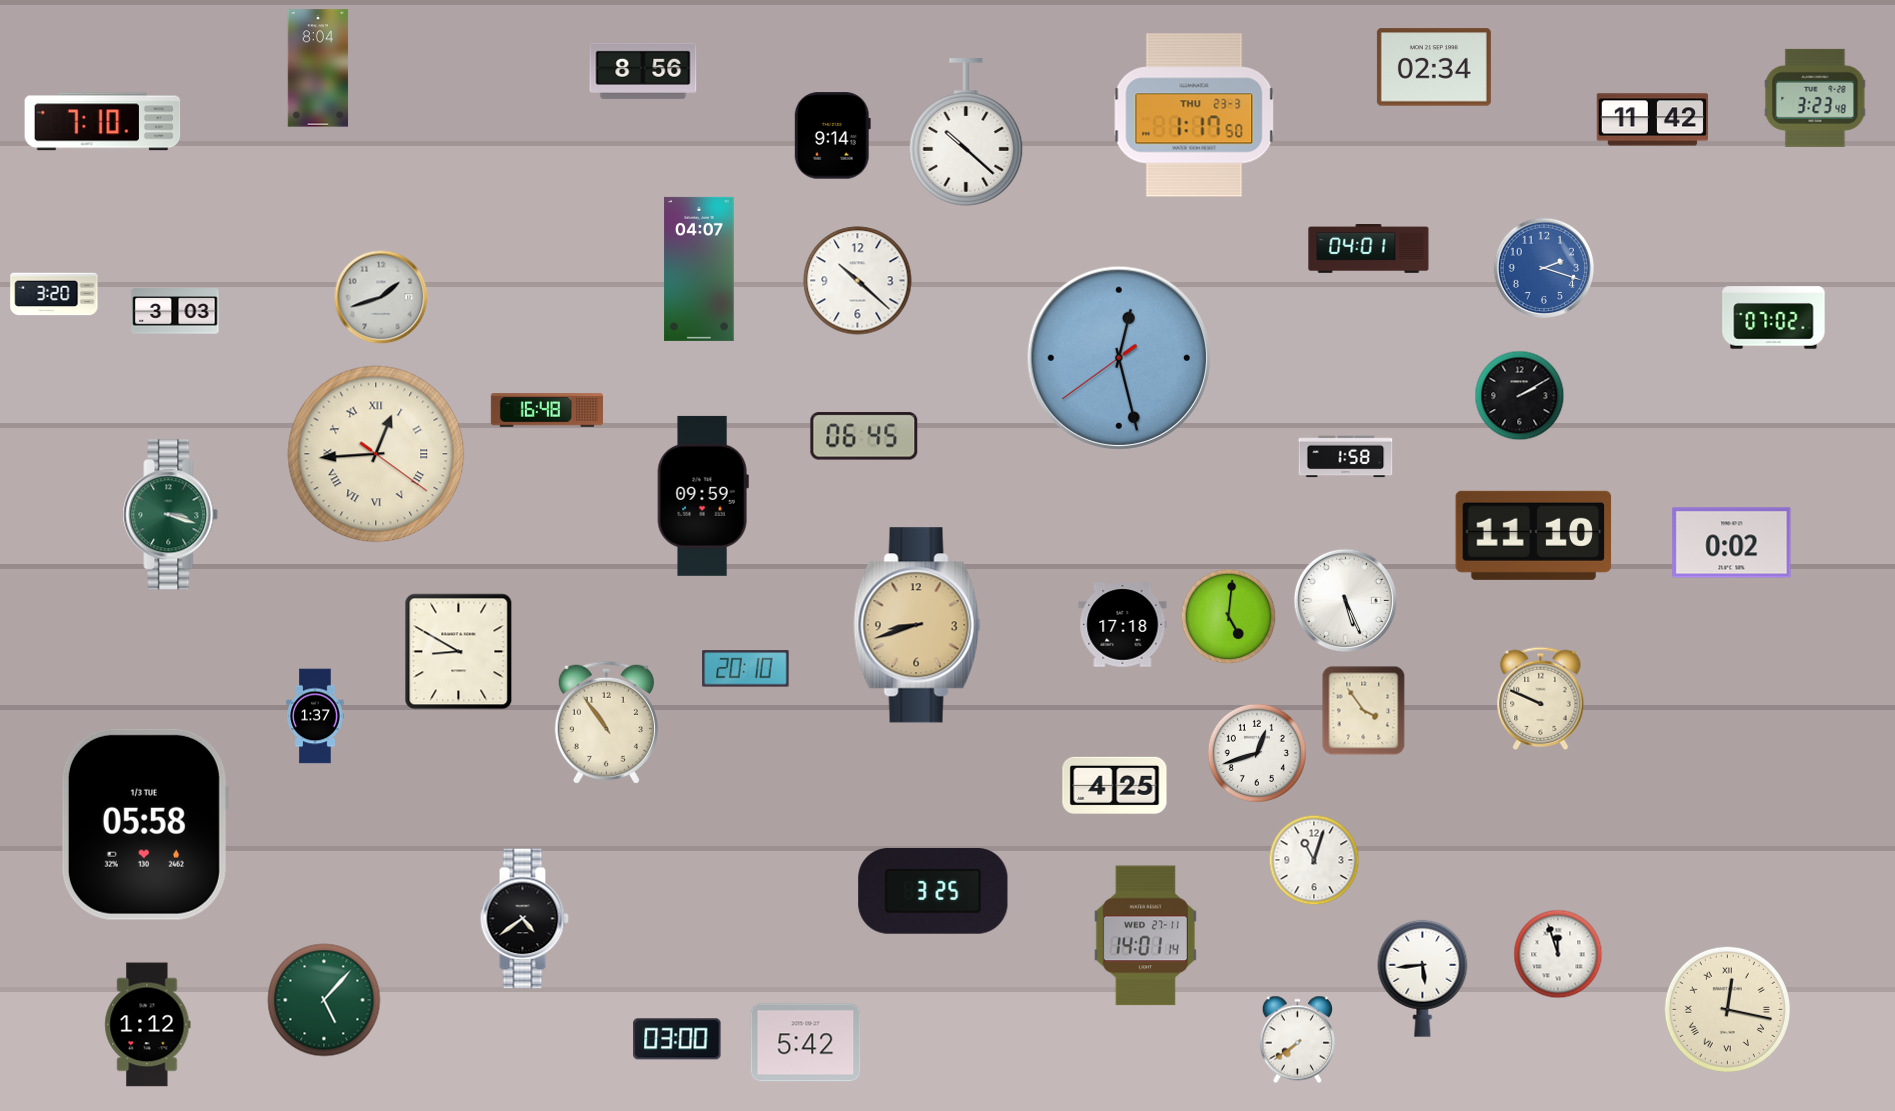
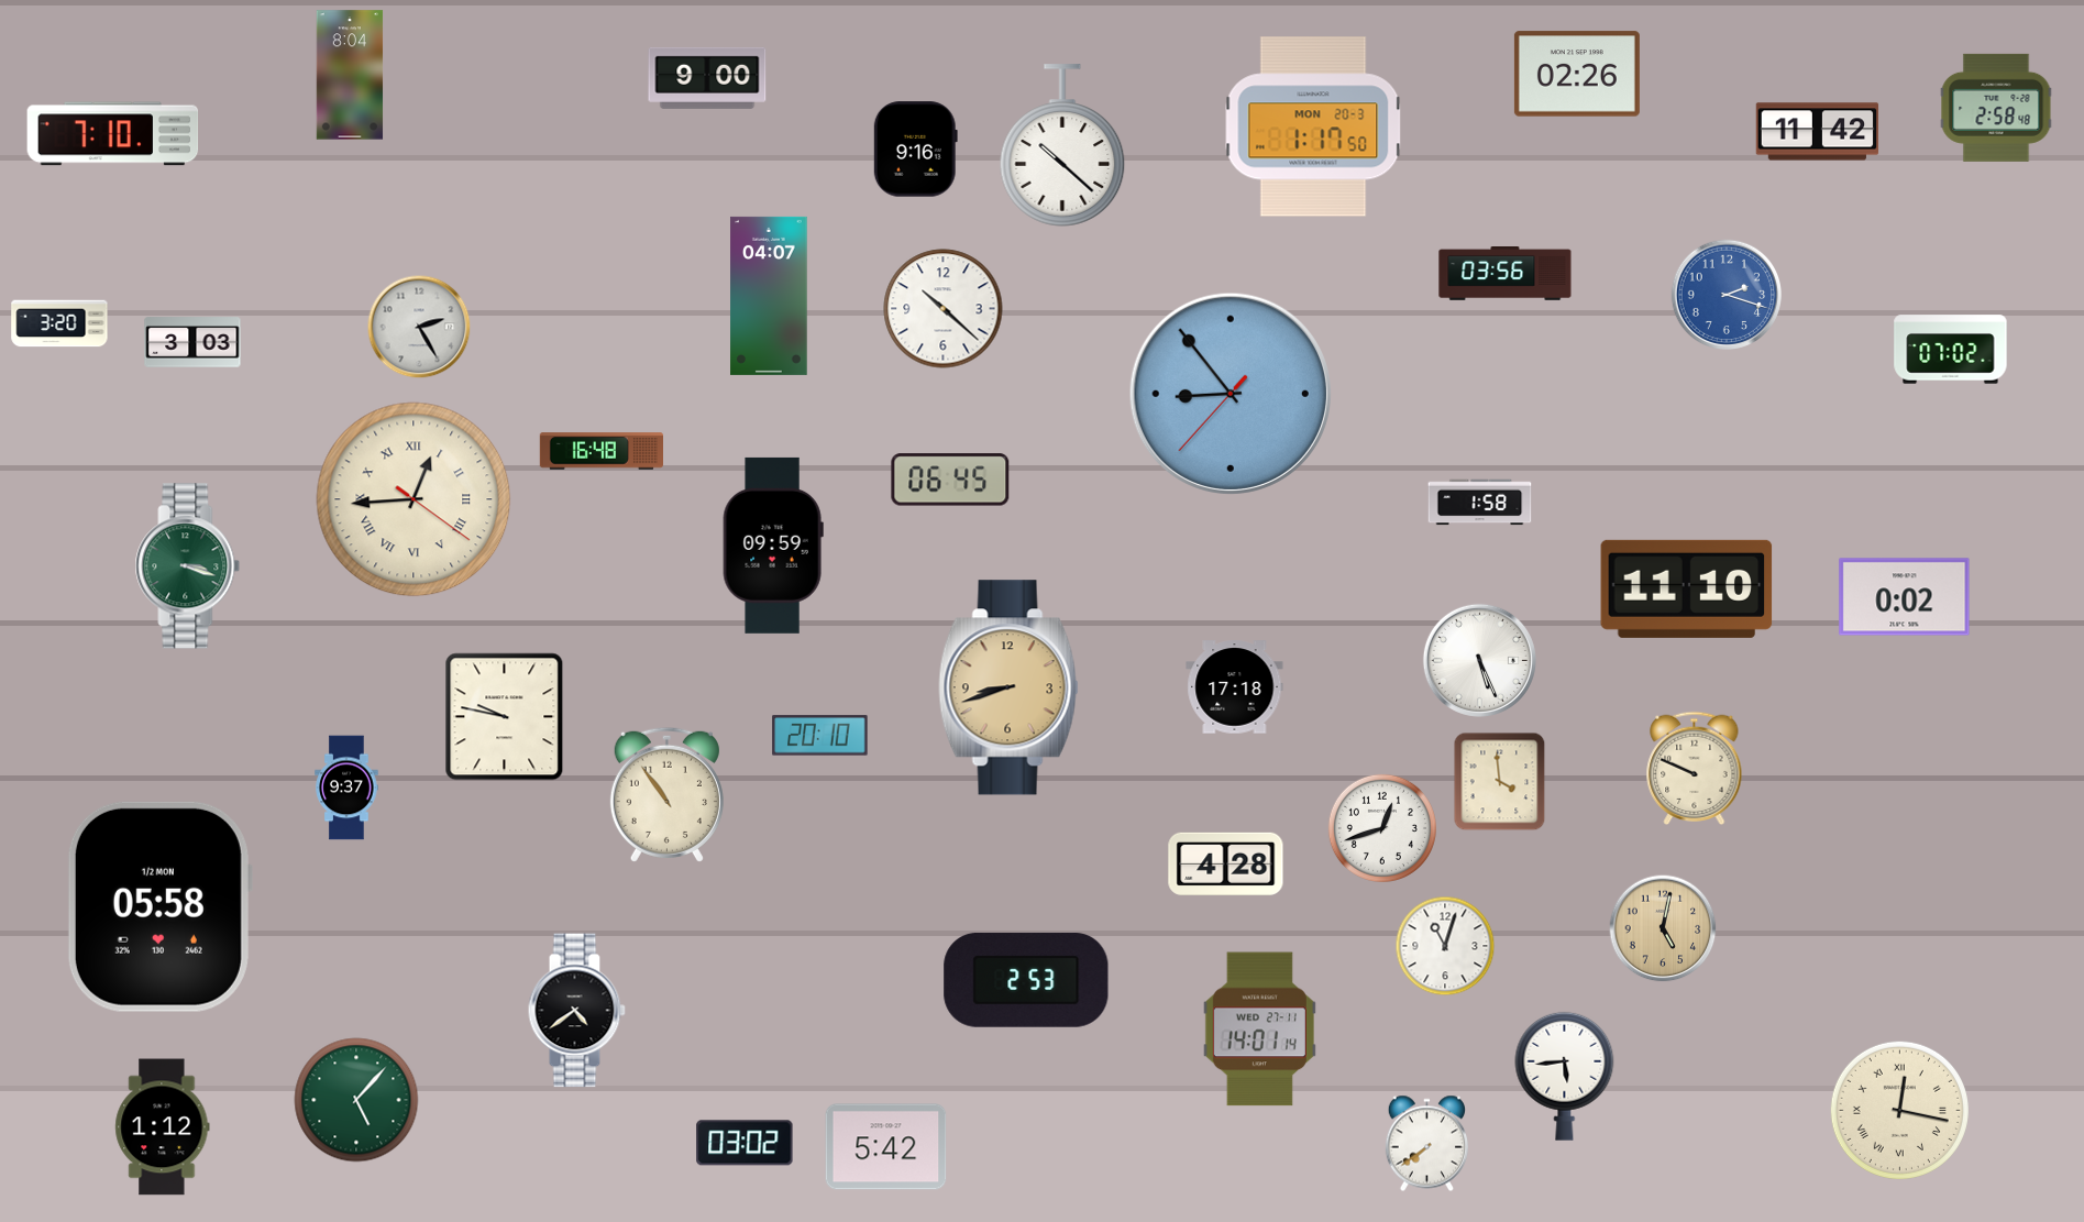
clock at (1434, 67): 02:34 -> 02:26
clock at (643, 71): 8:56 -> 9:00
clock at (1815, 98): 3:23 -> 2:58
clock at (1194, 115) date: THU 23-3 -> MON 20-3
clock at (832, 136): 9:14 -> 9:16
clock at (1369, 249): 04:01 -> 03:56
clock at (1544, 268) position: (1544, 268) -> (1727, 295)
clock at (381, 297): 1:42 -> 2:25
clock at (1119, 358): 12:27 -> 8:53
clock at (1520, 396): 2:10 -> none
clock at (1229, 617): 5:01 -> none
clock at (459, 652): 8:50 -> 9:47
clock at (1364, 711): 3:54 -> 3:59
clock at (315, 716): 1:37 -> 9:37
clock at (1115, 785): 4:25 -> 4:28
clock at (145, 824) date: 1/3 TUE -> 1/2 MON
clock at (1663, 928): none -> 5:02
clock at (933, 891): 3:25 -> 2:53
clock at (1558, 954): 11:57 -> none
clock at (677, 1039): 03:00 -> 03:02
